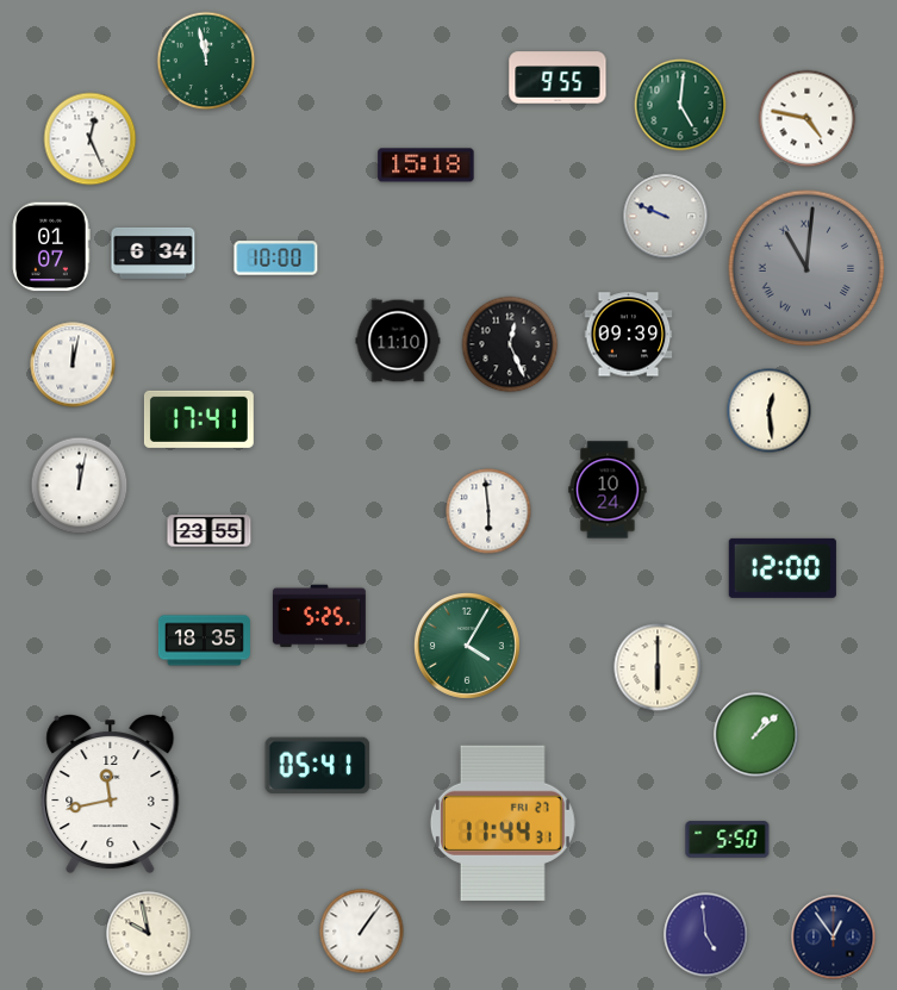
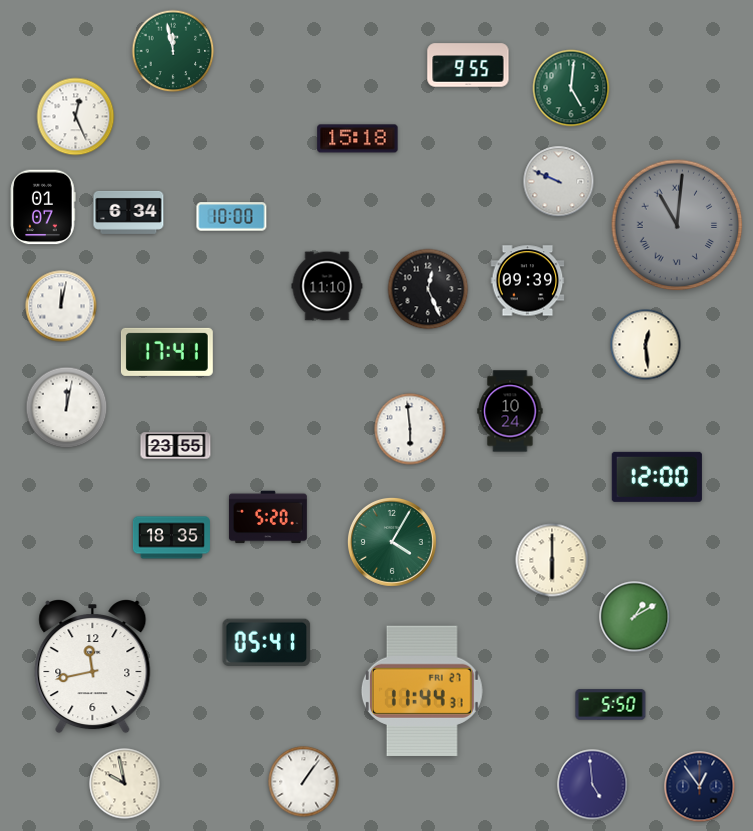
clock at (808, 119): 4:47 -> none
clock at (398, 341) position: (398, 341) -> (327, 286)
clock at (319, 616): 5:25 -> 5:20
clock at (756, 735): 1:08 -> 1:10
